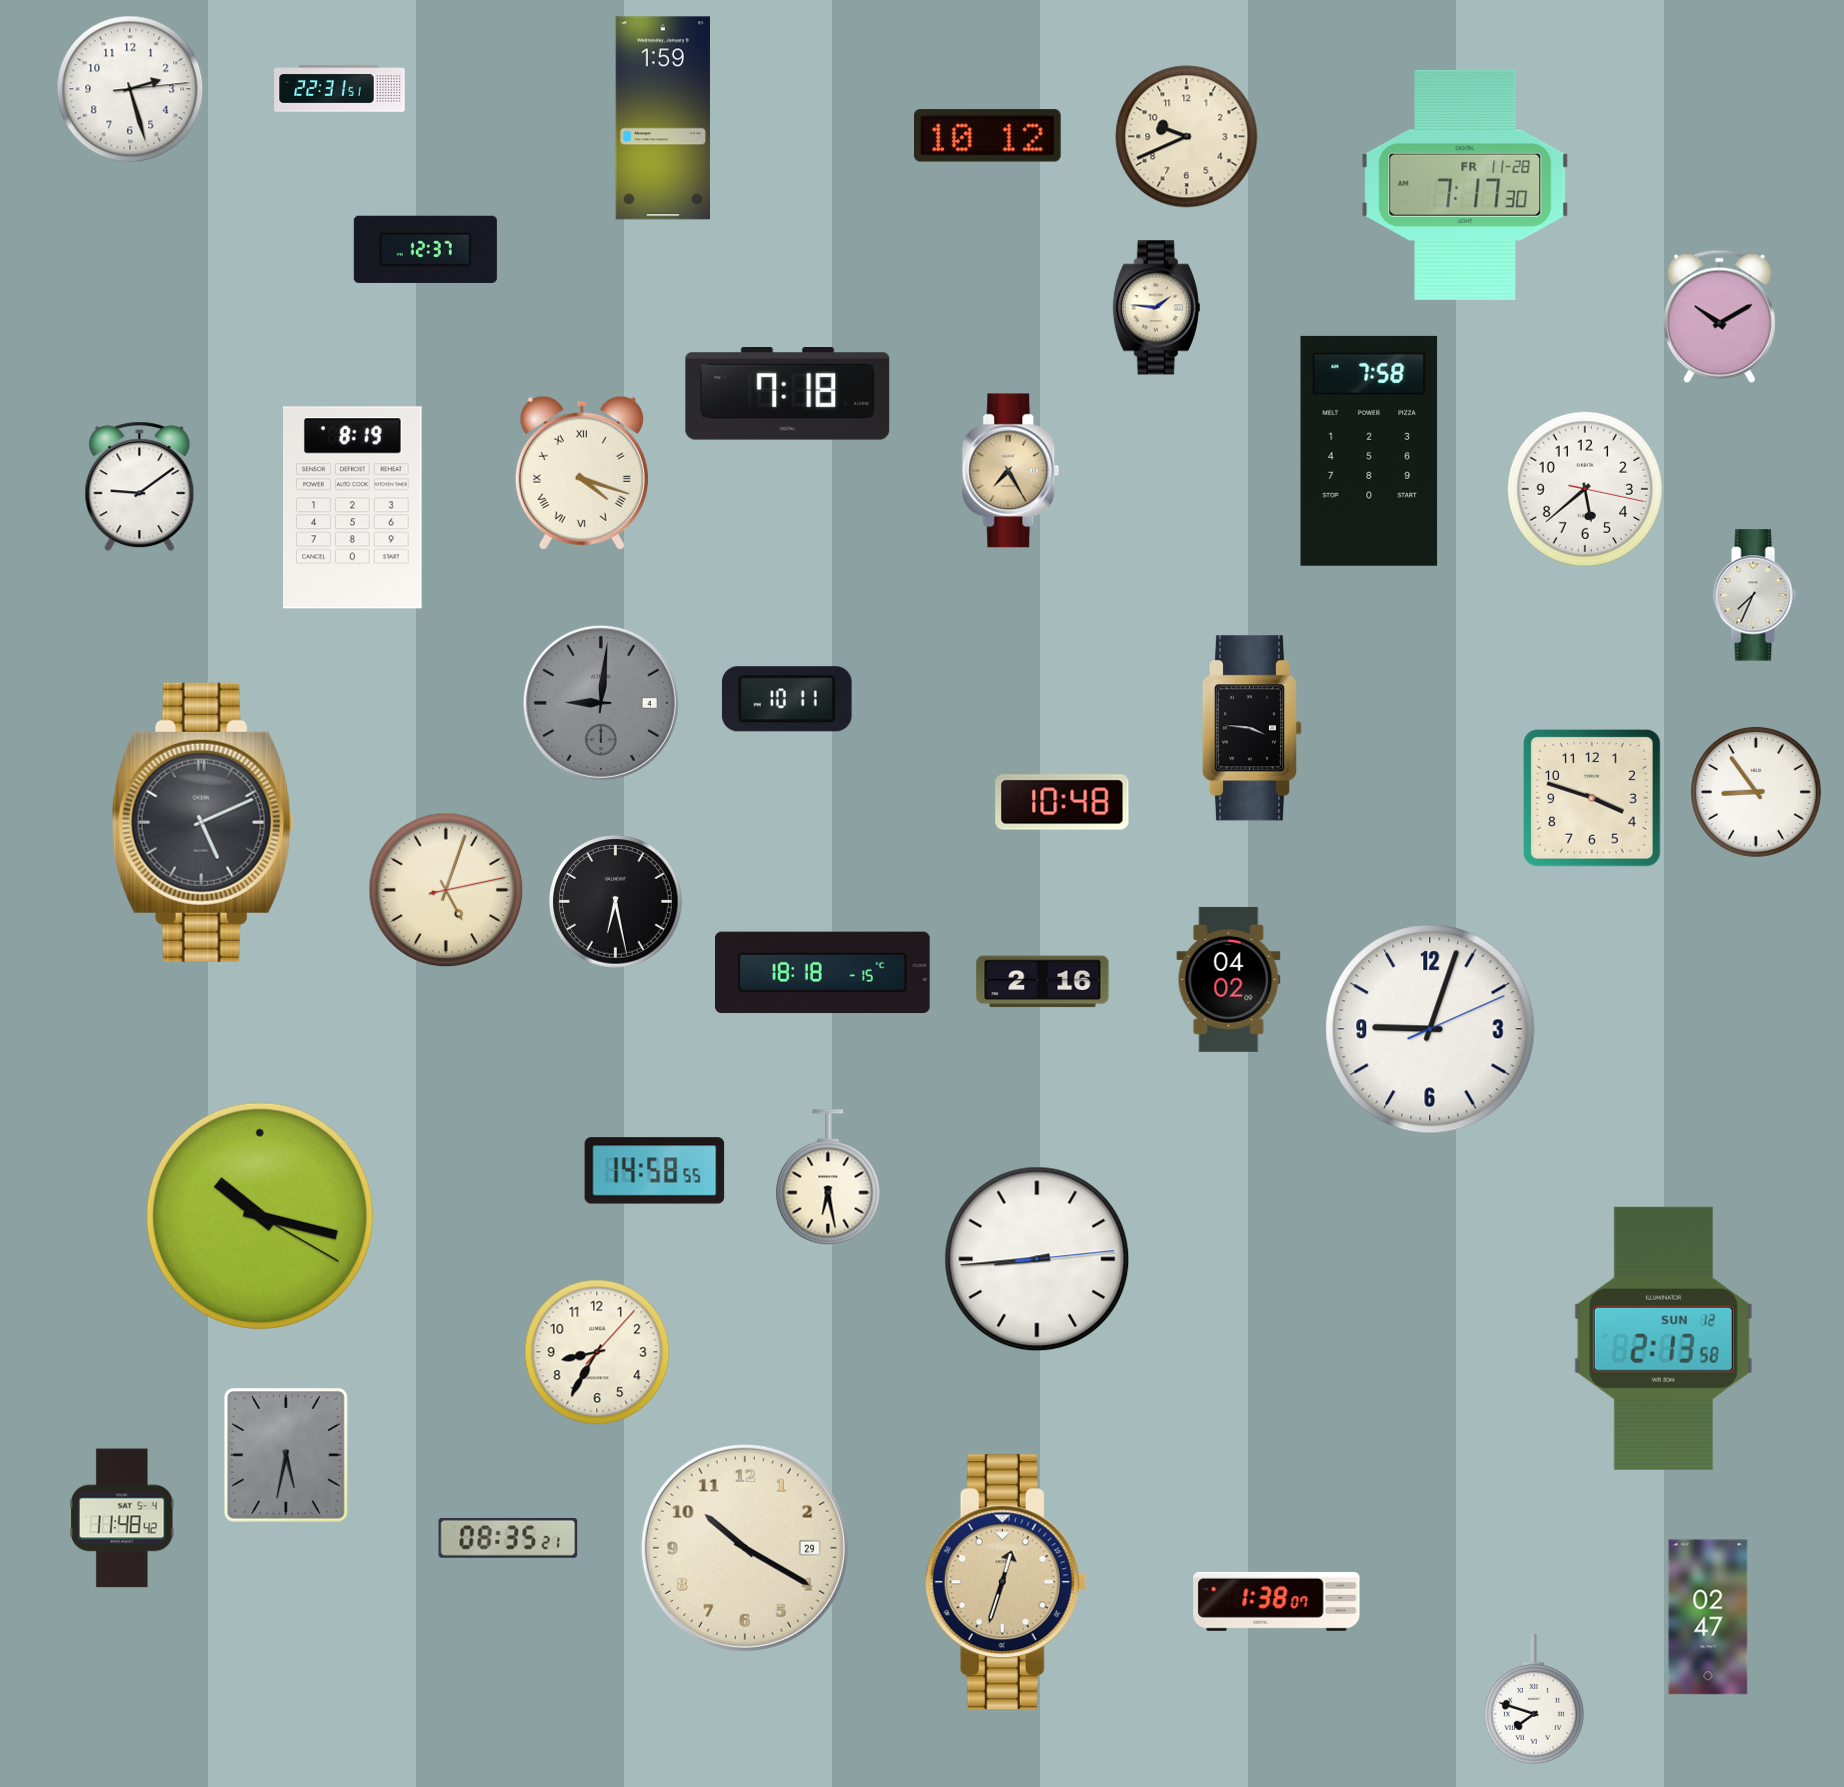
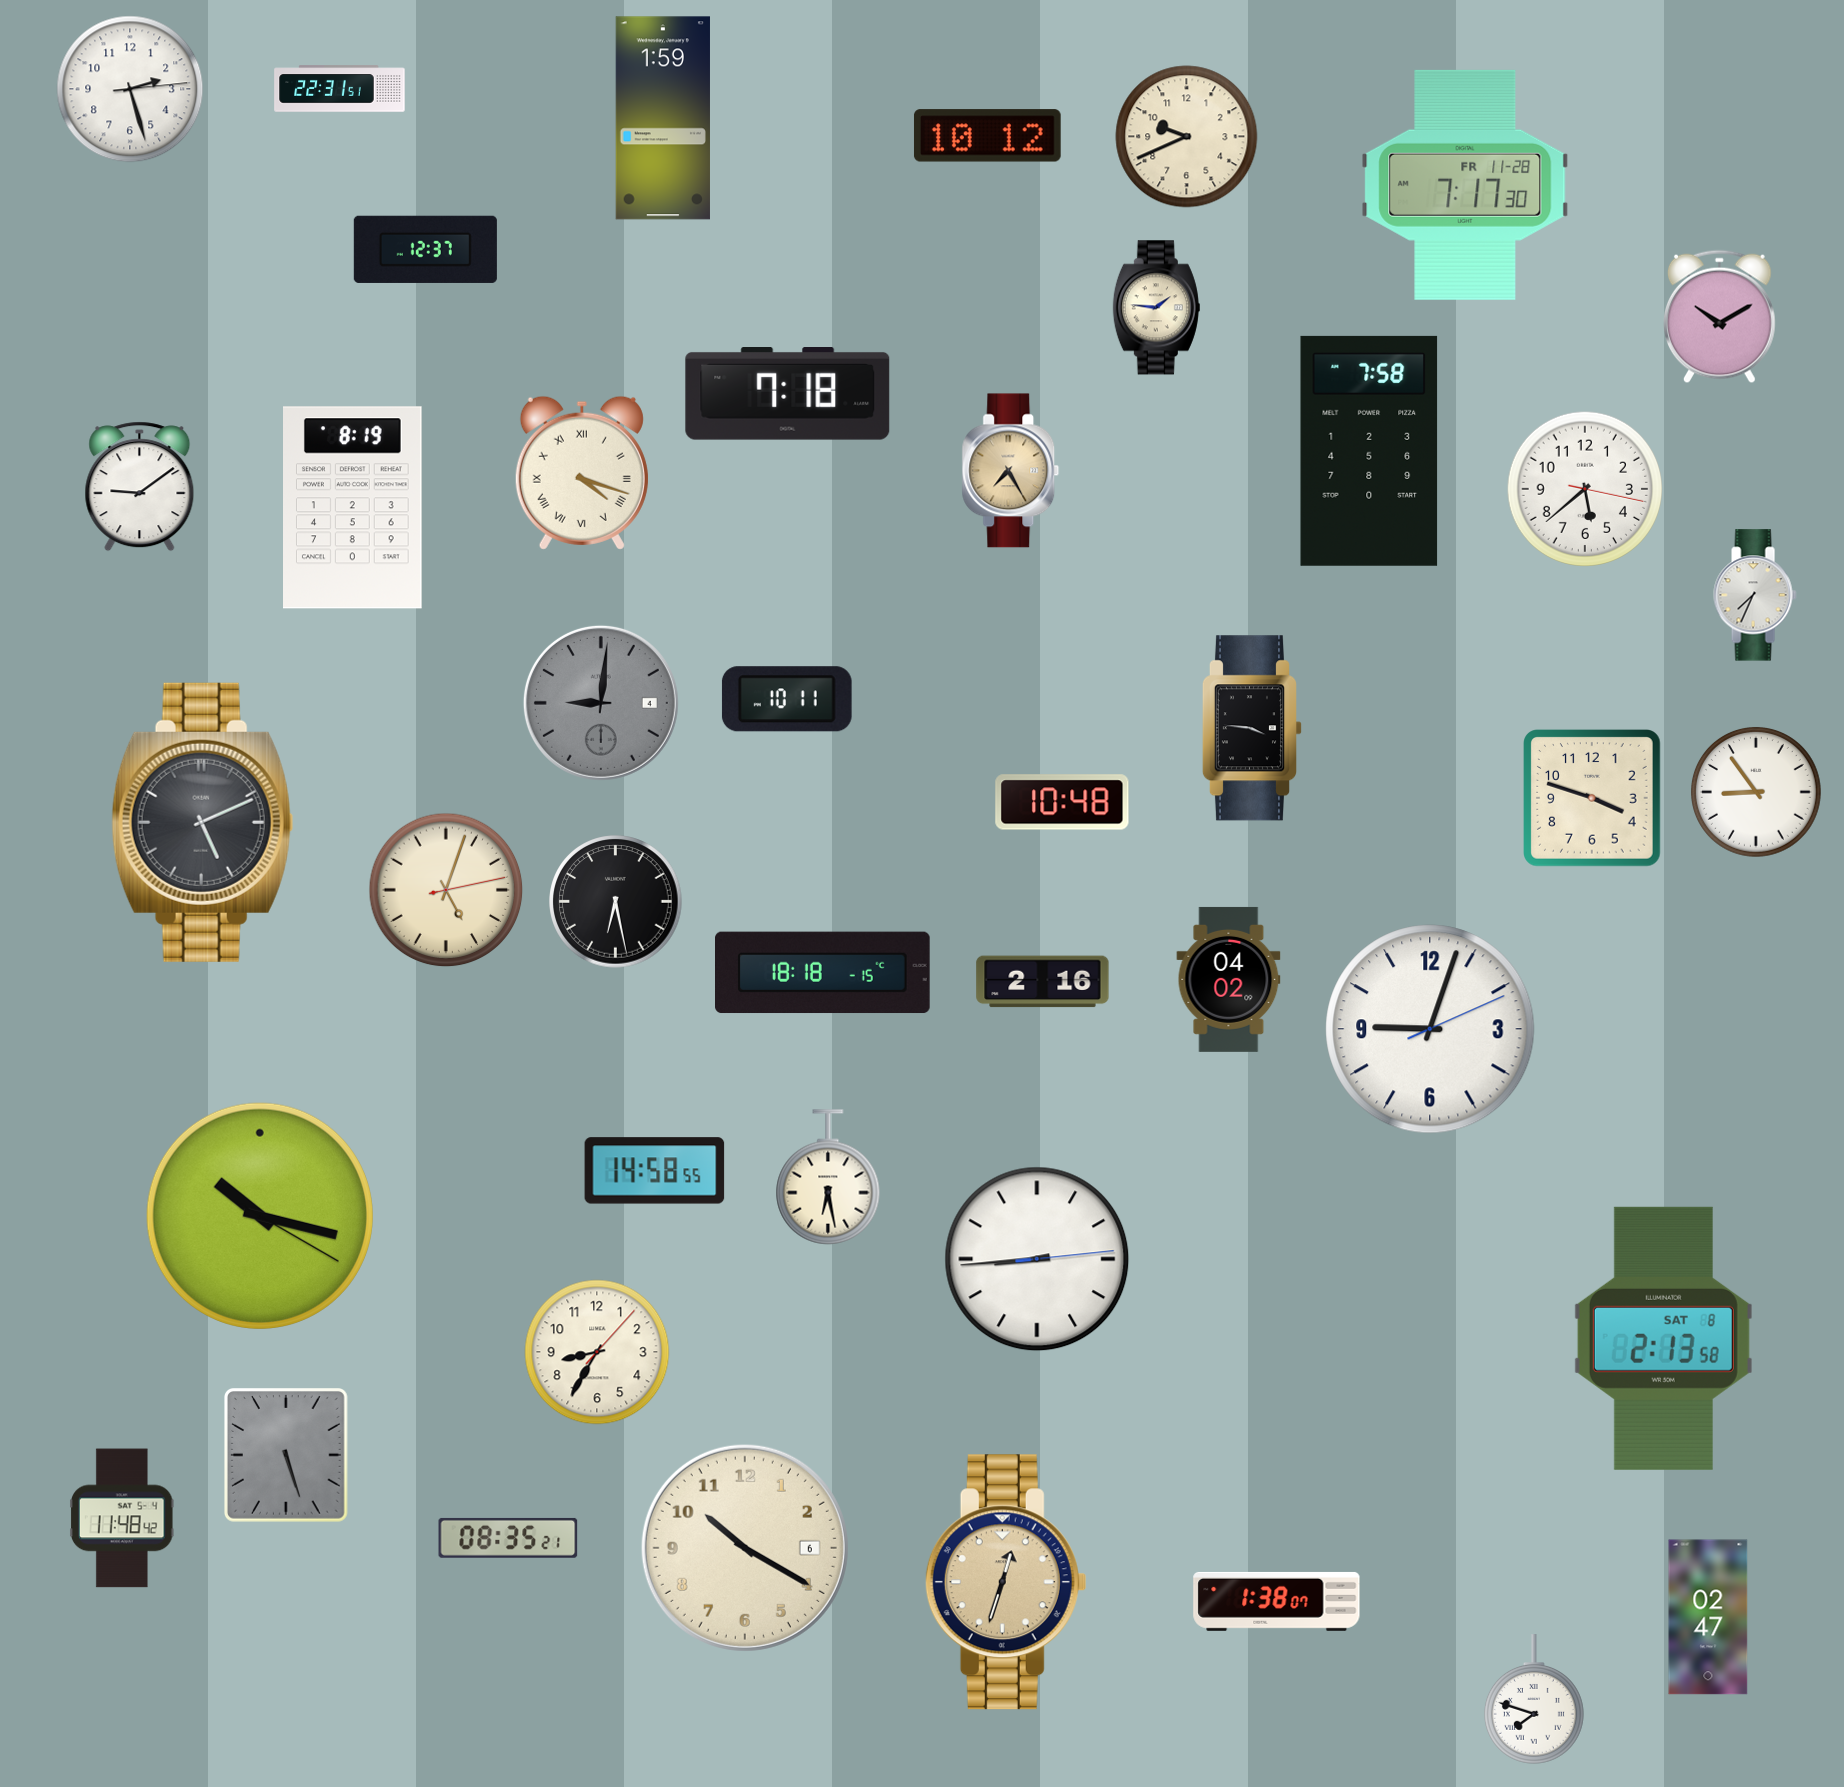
clock at (1663, 1338) date: SUN 12 -> SAT 8
clock at (287, 1456): 5:32 -> 5:27
clock at (745, 1548) date: 29 -> 6
